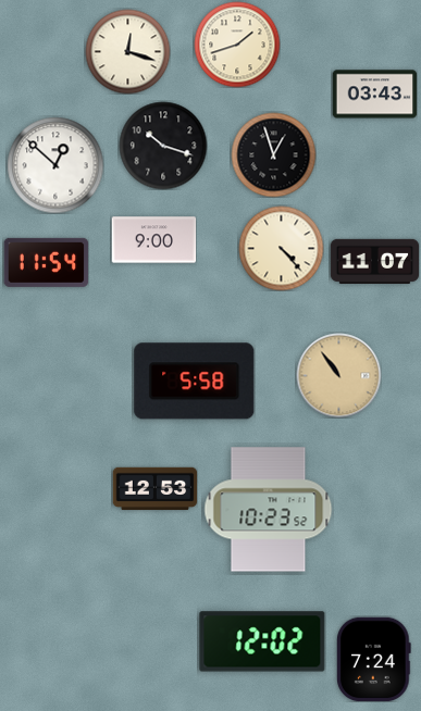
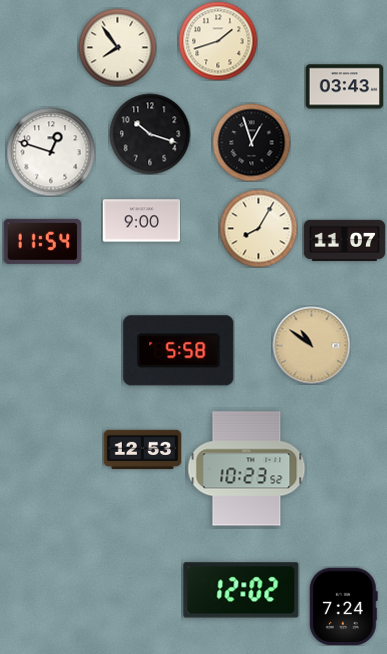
clock at (127, 51): 12:18 -> 7:54
clock at (55, 165): 12:52 -> 12:48
clock at (281, 248): 4:23 -> 8:05
clock at (338, 375): 10:54 -> 10:51
